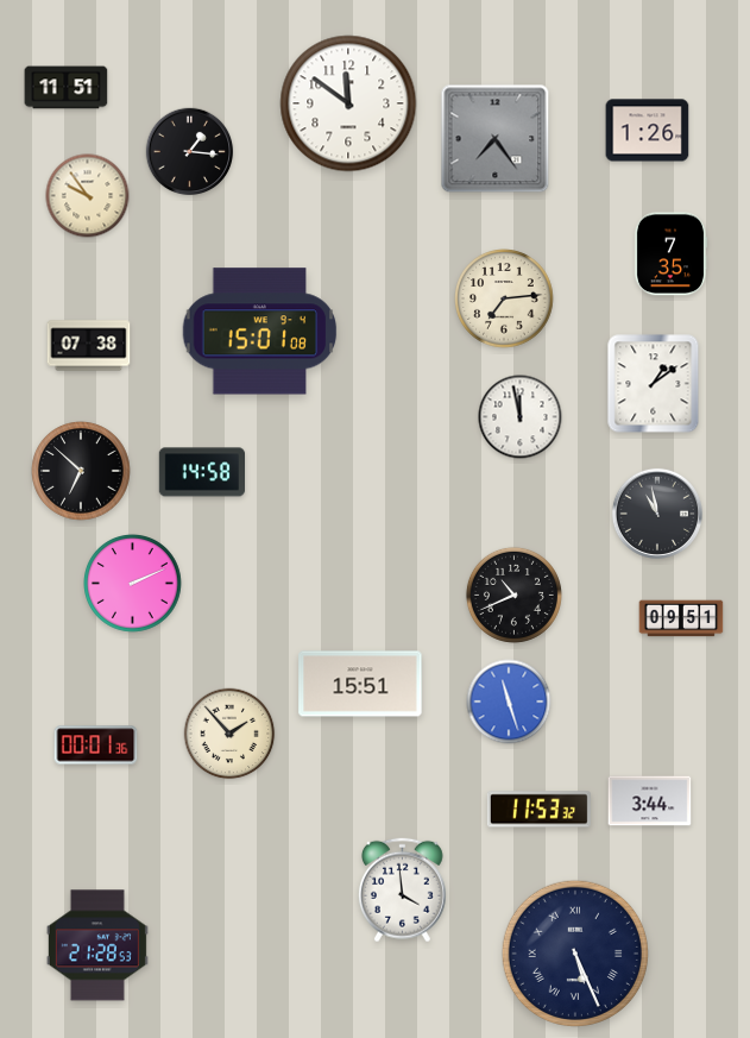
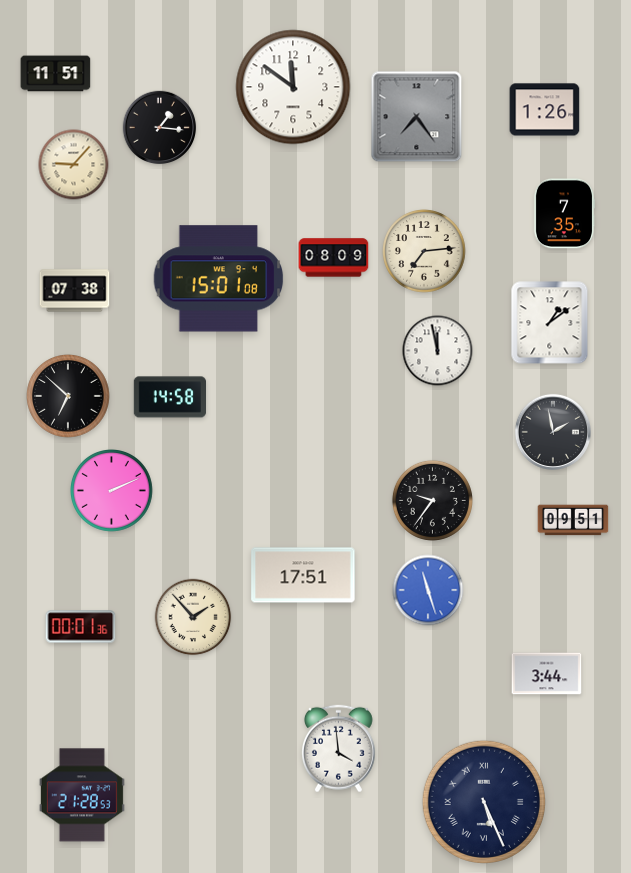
clock at (88, 196): 9:54 -> 9:07
clock at (334, 258): none -> 08:09
clock at (657, 514): 10:58 -> 1:58
clock at (513, 595): 10:41 -> 9:36
clock at (360, 684): 15:51 -> 17:51
clock at (538, 810): 11:53 -> none
